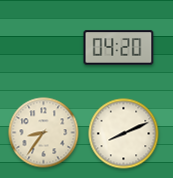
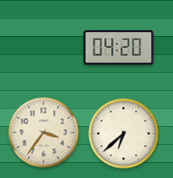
clock at (44, 133): 8:36 -> 3:36
clock at (124, 134): 8:11 -> 6:38
